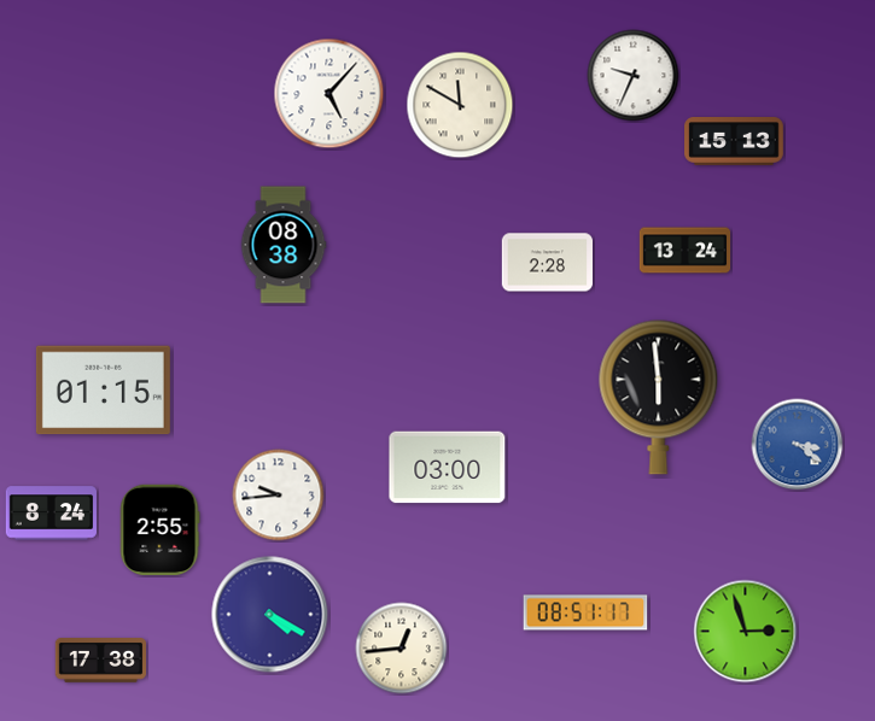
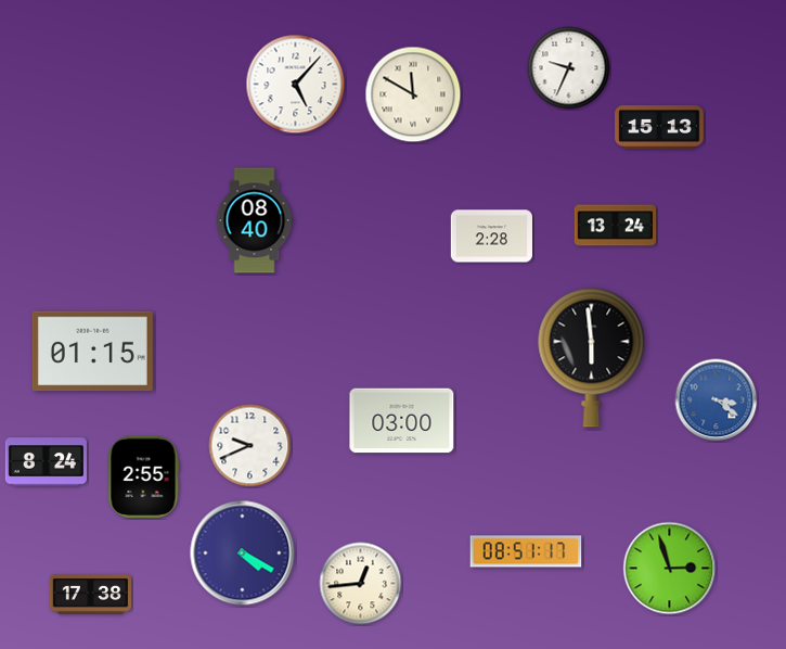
clock at (284, 245): 08:38 -> 08:40
clock at (279, 496): 9:44 -> 9:41
